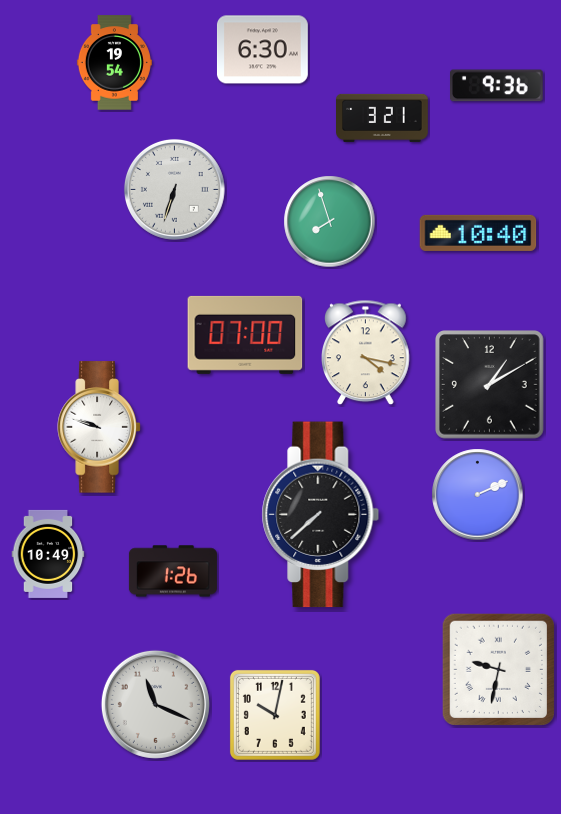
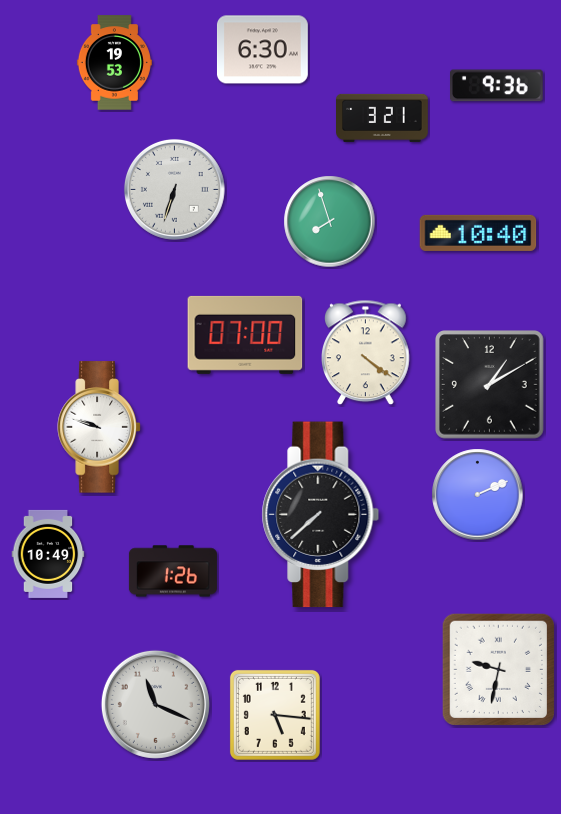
clock at (114, 63): 19:54 -> 19:53
clock at (366, 353): 4:17 -> 4:21
clock at (275, 715): 10:02 -> 5:16
